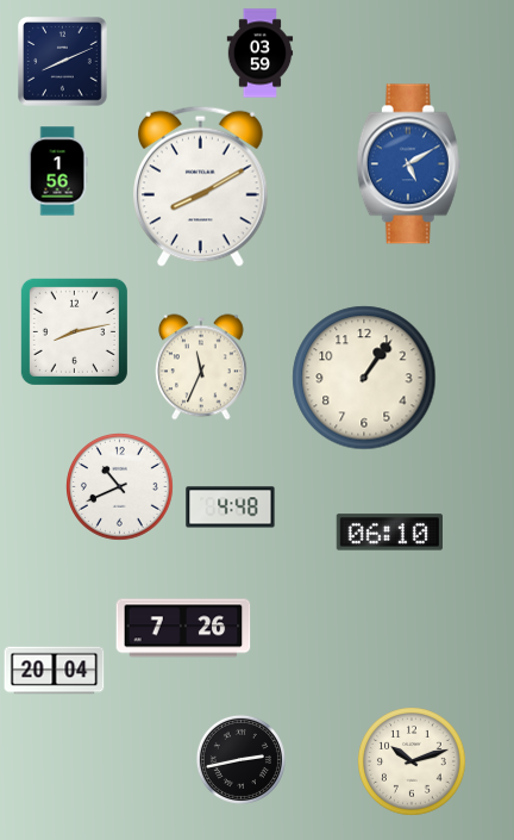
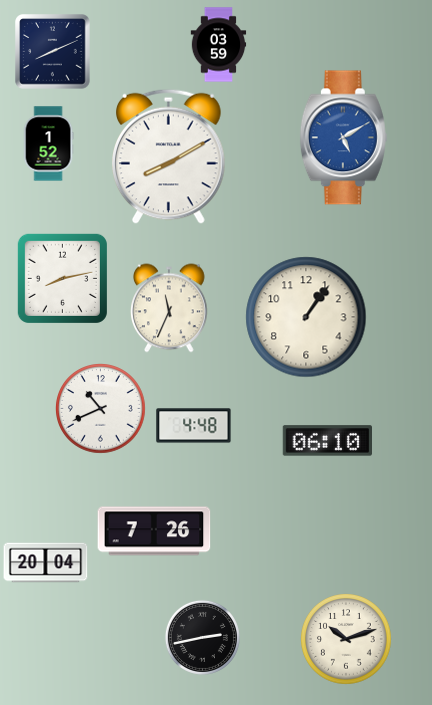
clock at (57, 172): 1:56 -> 1:52
clock at (389, 533) position: (389, 533) -> (327, 441)
clock at (183, 628) position: (183, 628) -> (154, 531)
